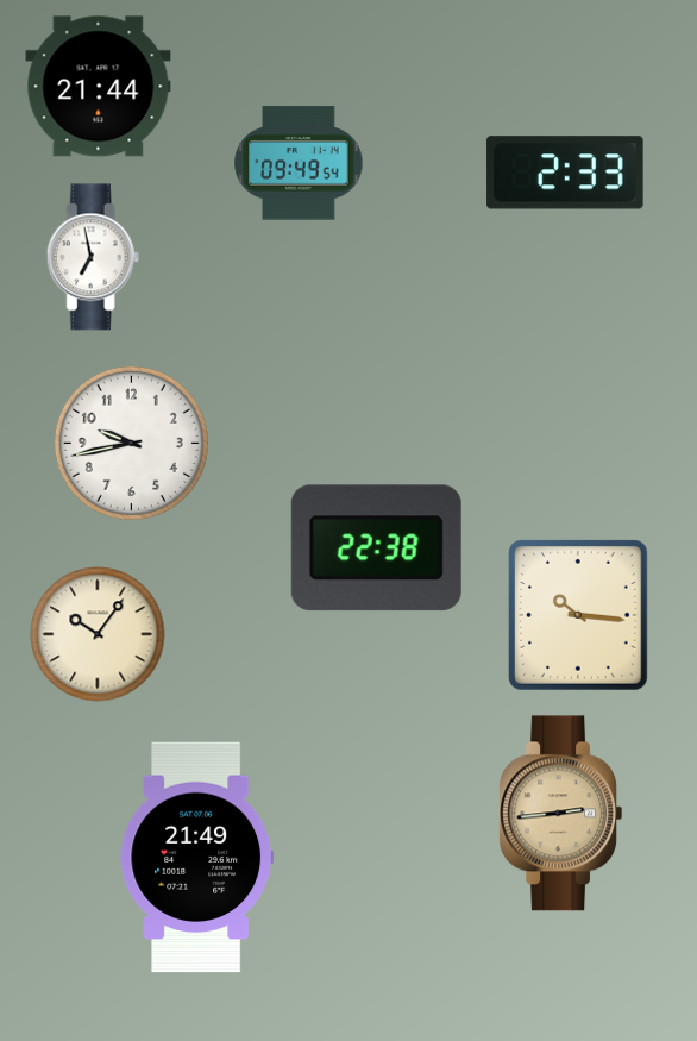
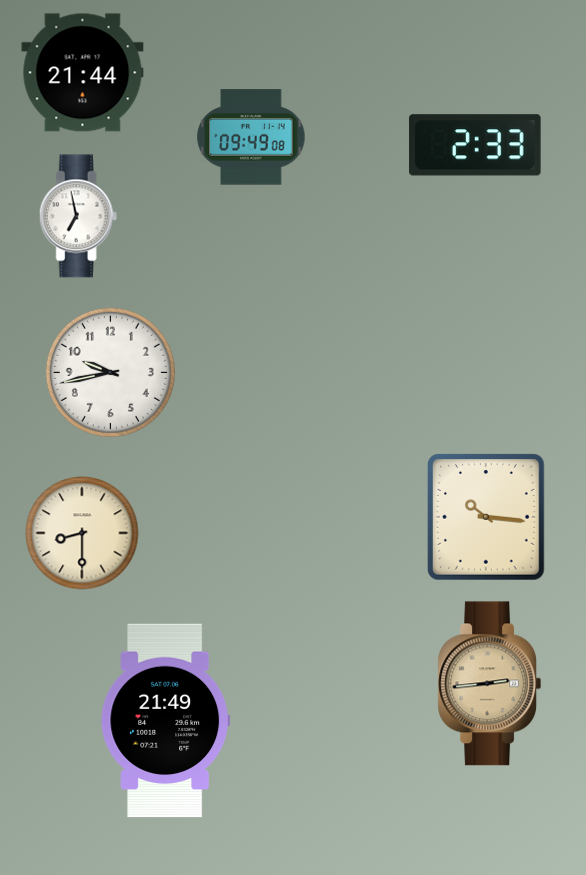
clock at (299, 163): 09:49:54 -> 09:49:08
clock at (376, 548): 22:38 -> none
clock at (98, 634): 10:06 -> 8:30
clock at (561, 814) position: (561, 814) -> (490, 684)
